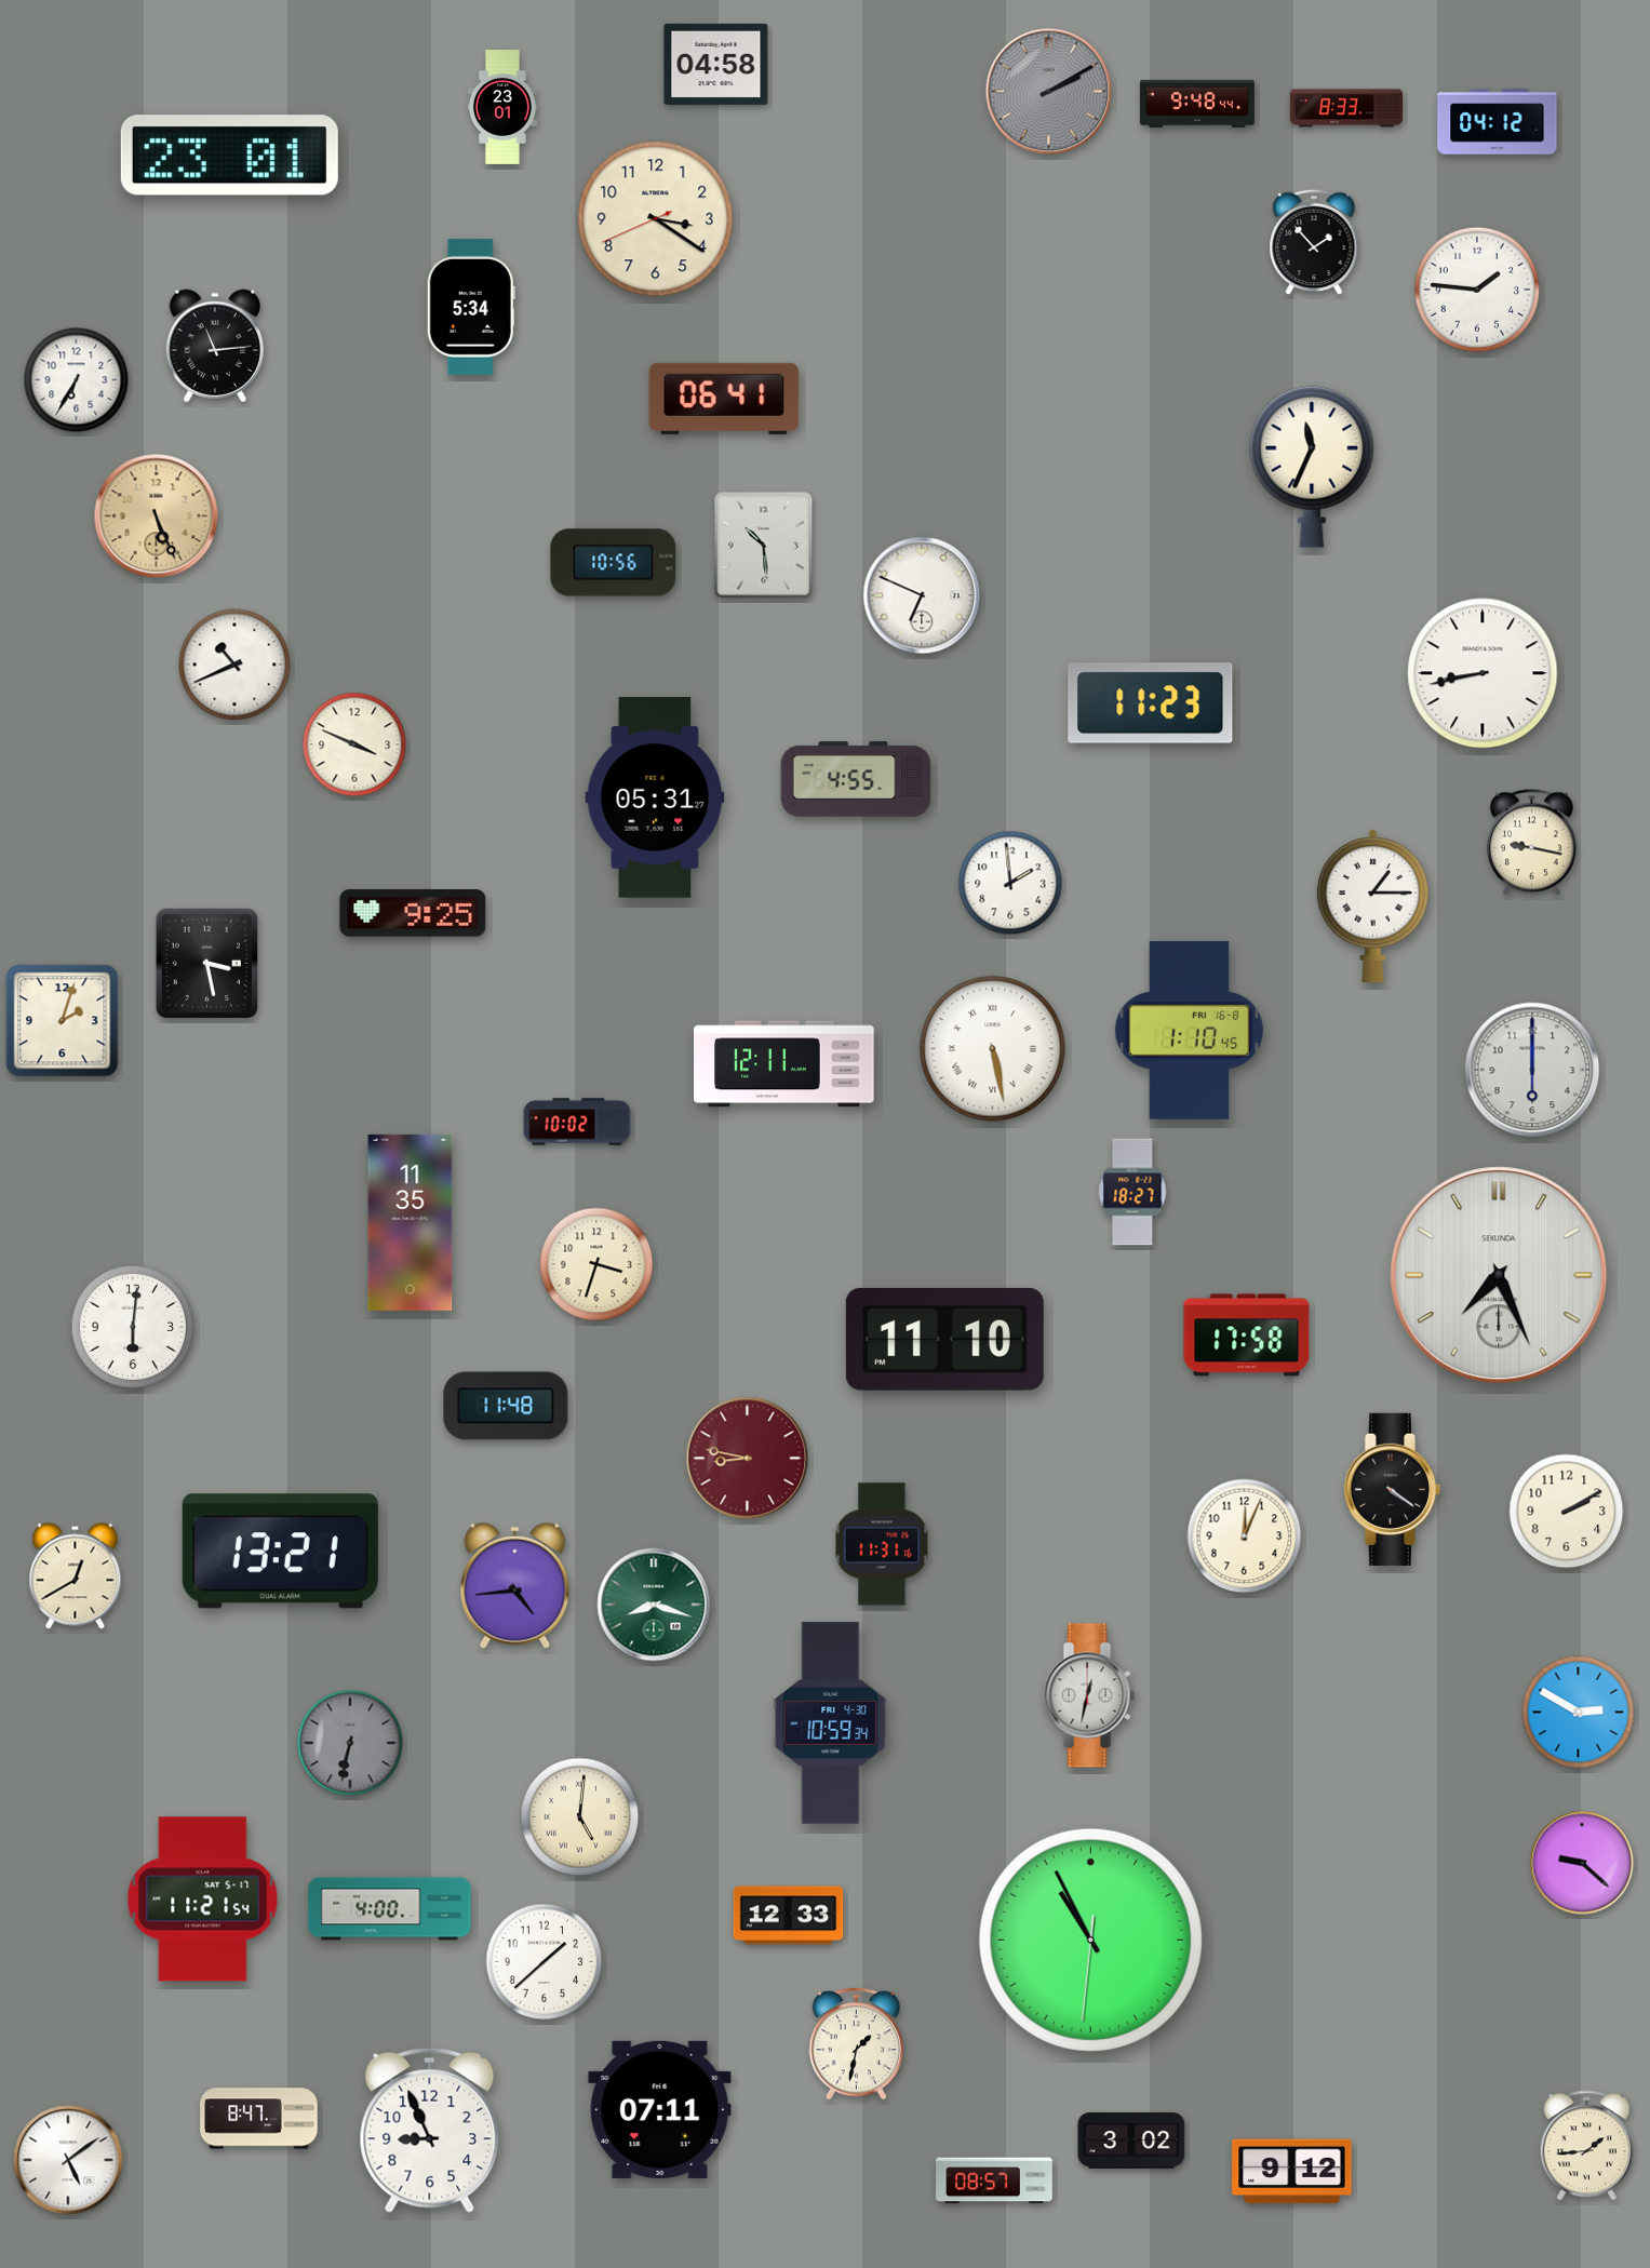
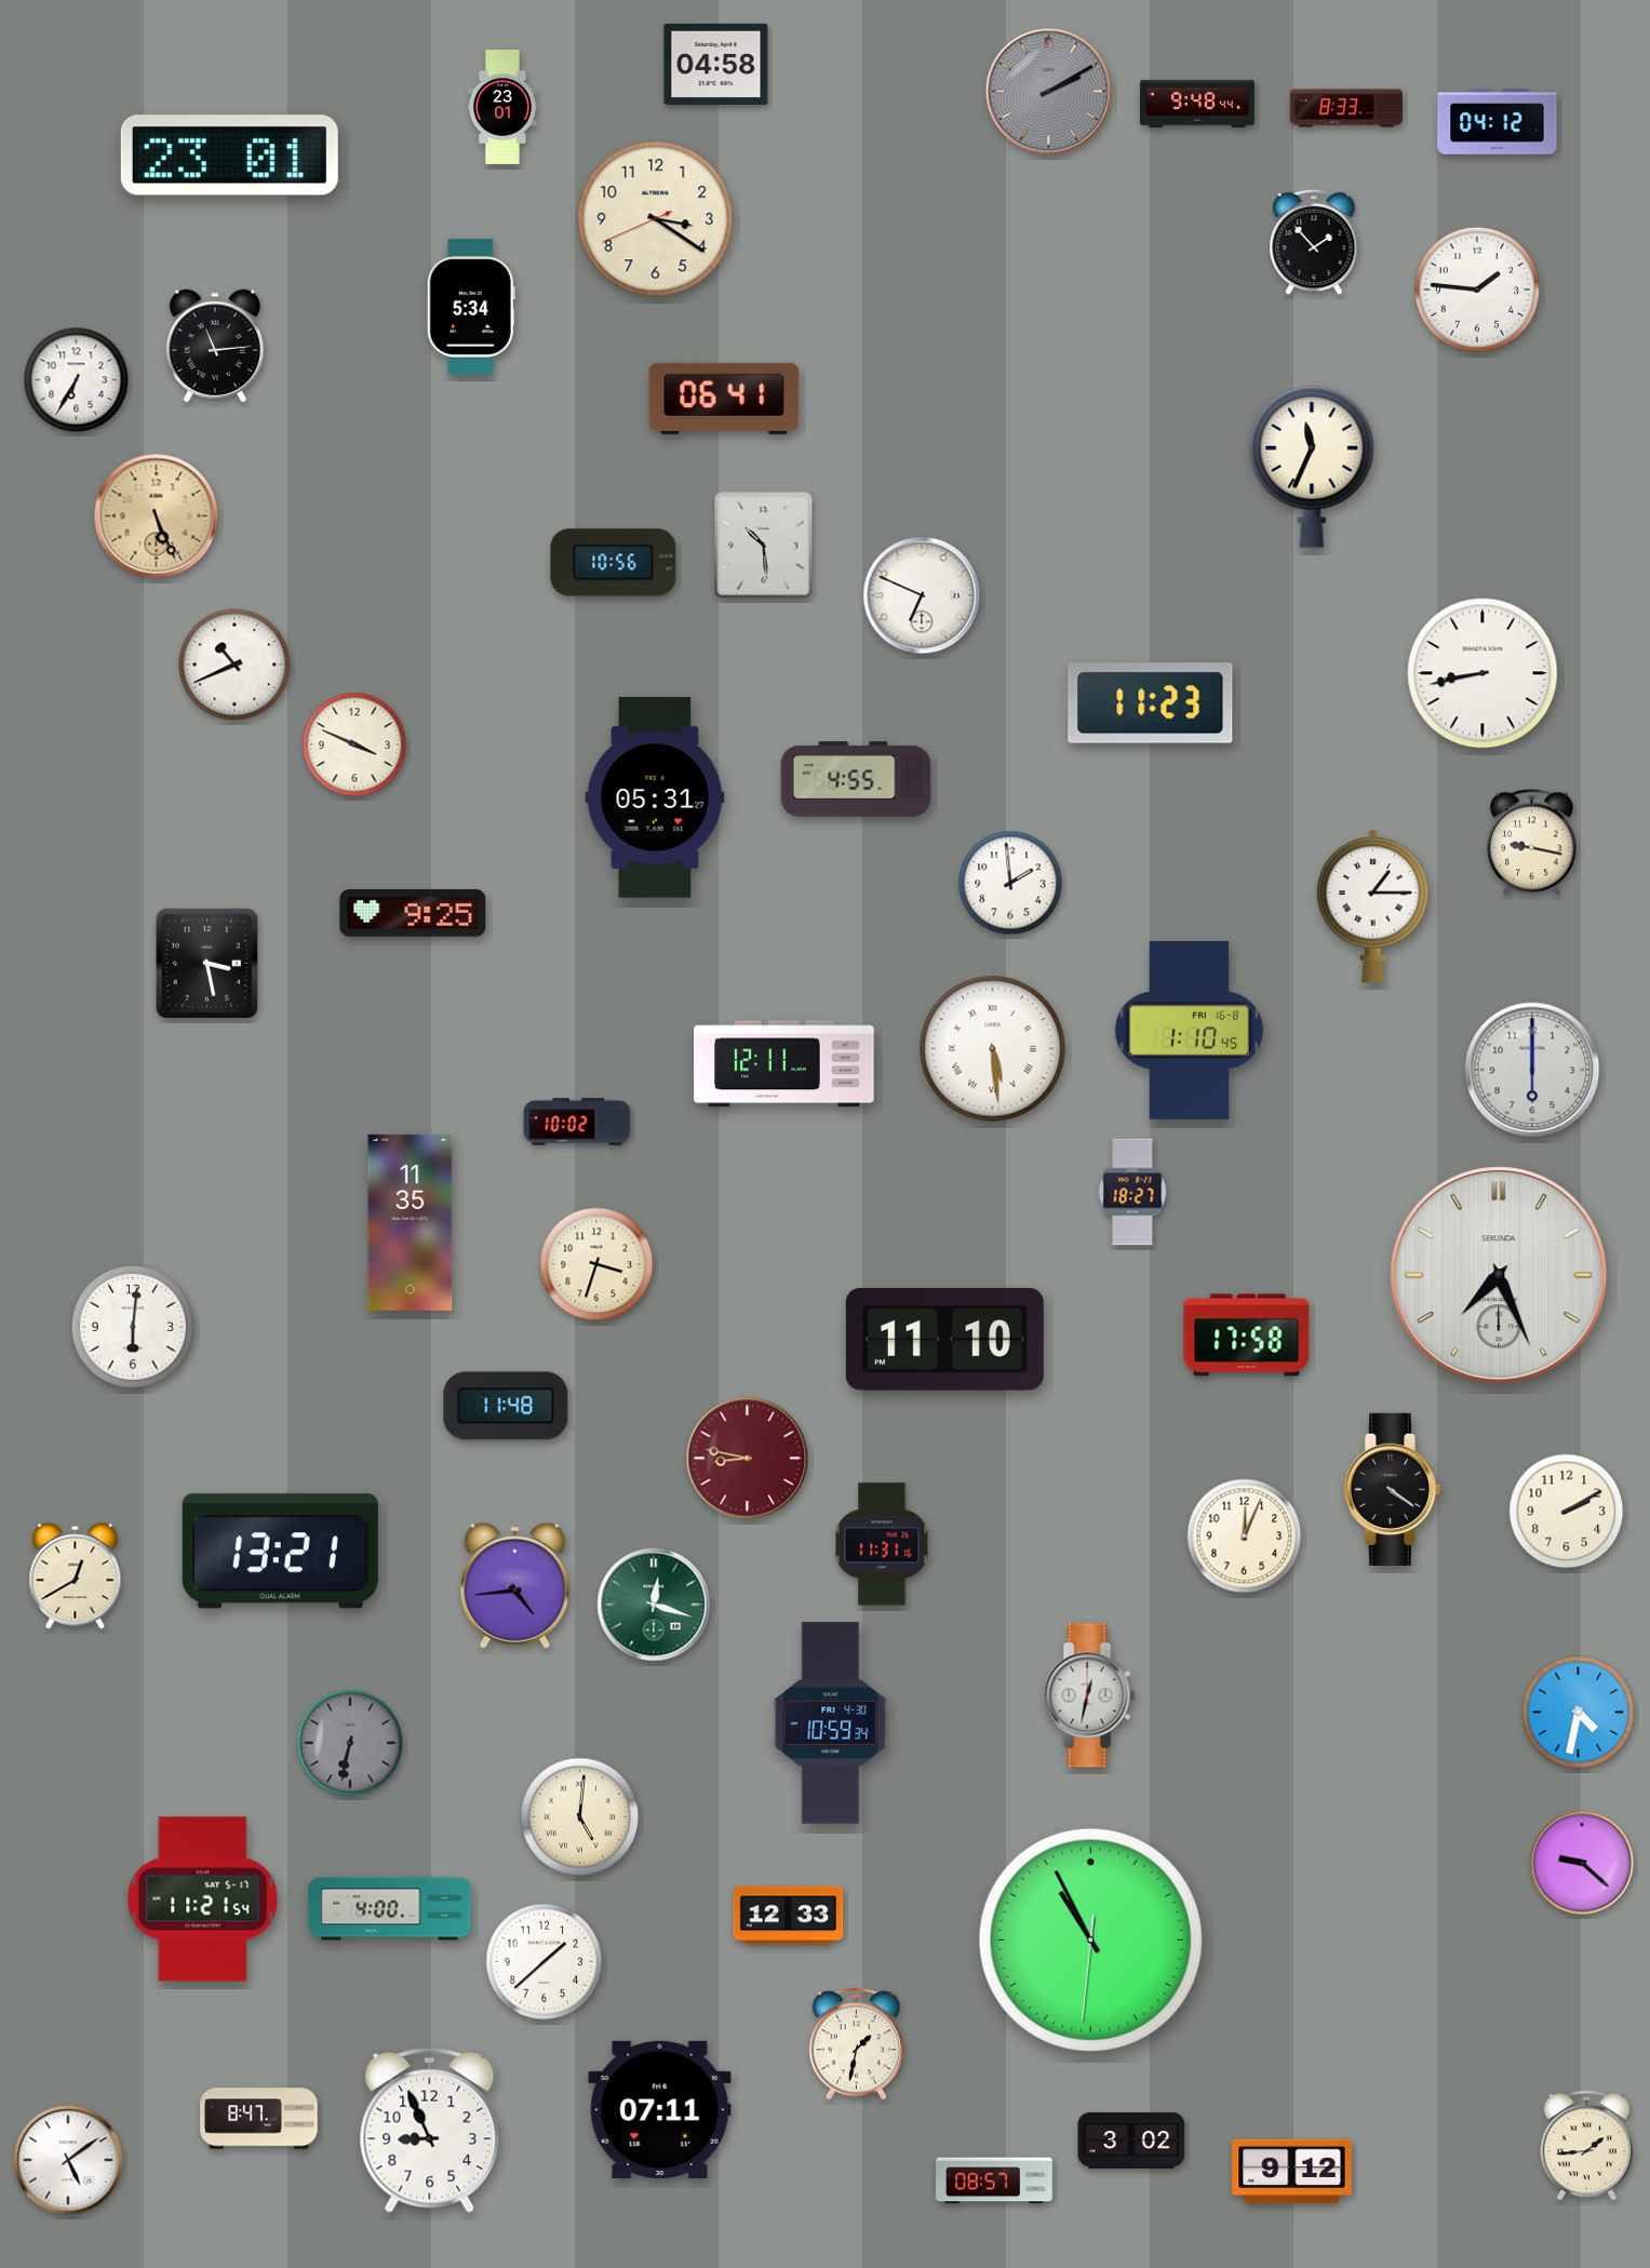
clock at (63, 1021): 2:03 -> none
clock at (993, 1049): 5:28 -> 5:29
clock at (654, 1605): 8:18 -> 12:18
clock at (1579, 1713): 2:50 -> 4:32
